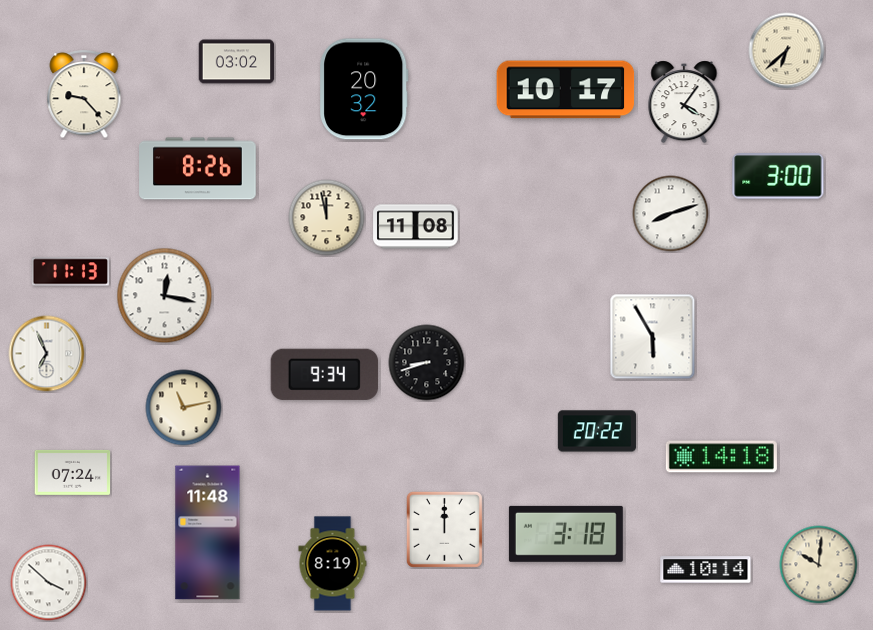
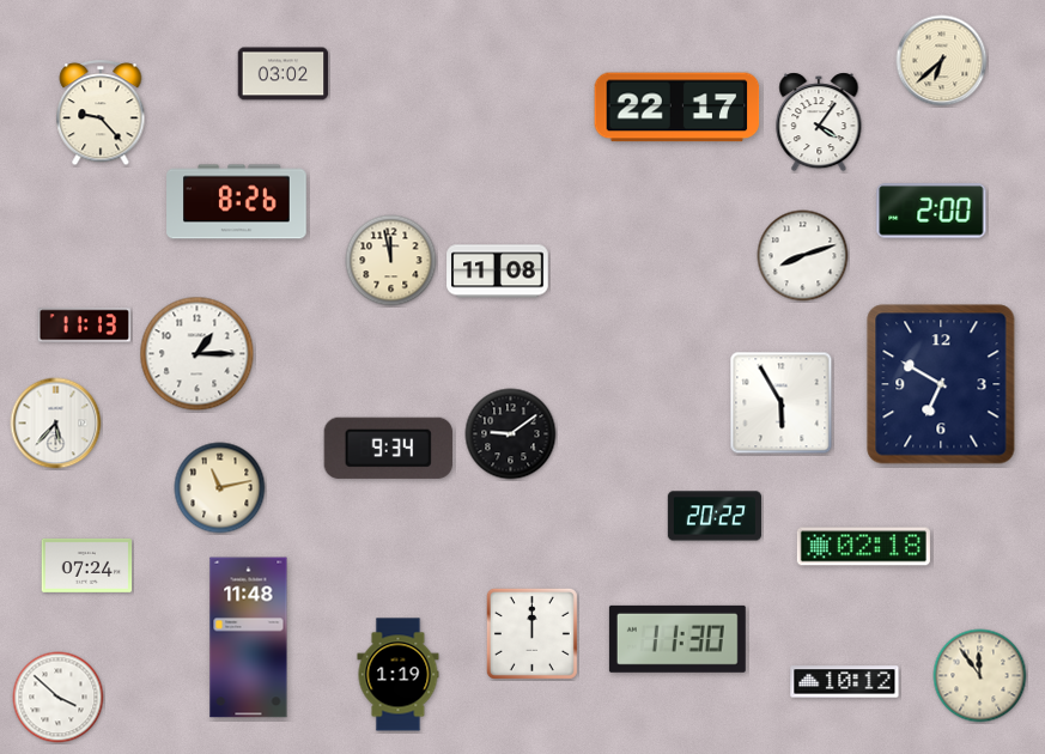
clock at (365, 89): 20:32 -> none
clock at (566, 90): 10:17 -> 22:17
clock at (778, 176): 3:00 -> 2:00
clock at (165, 296): 12:17 -> 1:15
clock at (941, 384): none -> 6:50
clock at (47, 354): 6:56 -> 5:37
clock at (427, 363): 8:42 -> 9:09
clock at (721, 457): 14:18 -> 02:18
clock at (566, 534): 3:18 -> 11:30
clock at (333, 564): 8:19 -> 1:19
clock at (819, 565): 10:01 -> 11:54
clock at (706, 570): 10:14 -> 10:12
